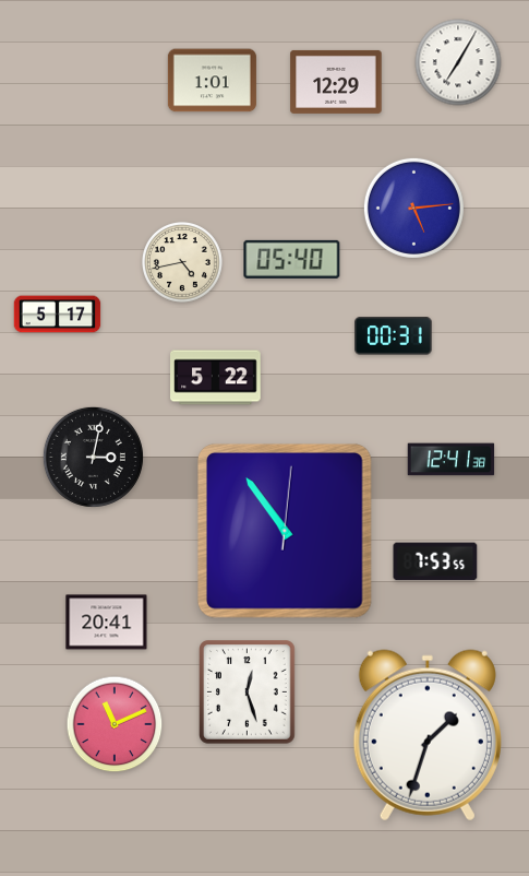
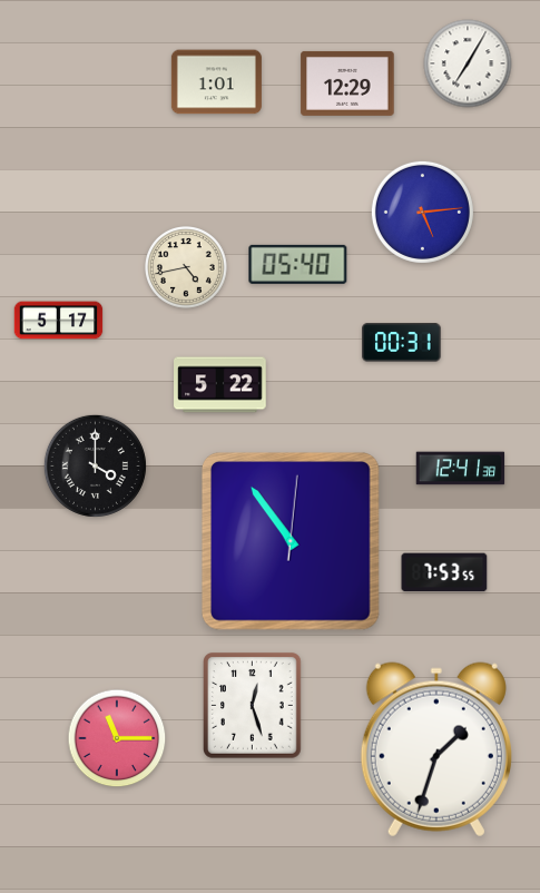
clock at (336, 82) position: (336, 82) -> (347, 84)
clock at (93, 457): 3:02 -> 4:00
clock at (107, 623): 20:41 -> none
clock at (115, 724): 11:11 -> 11:15
